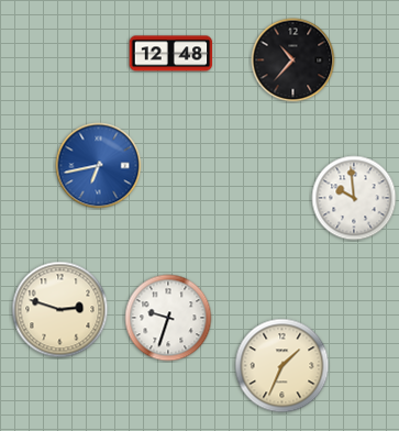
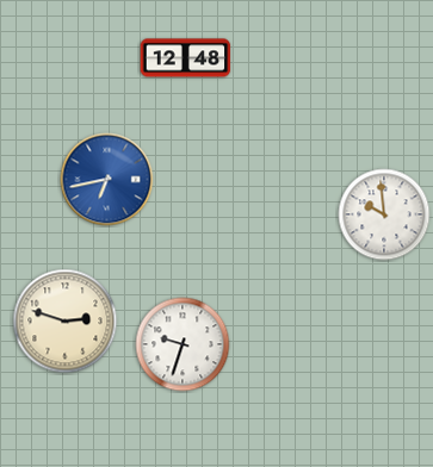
clock at (293, 60): 10:37 -> none
clock at (60, 310) position: (60, 310) -> (66, 322)
clock at (282, 366): 1:34 -> none
